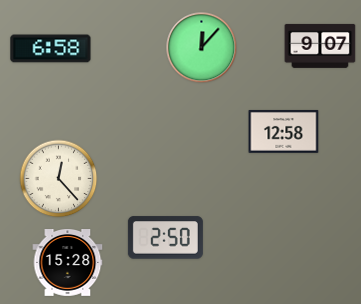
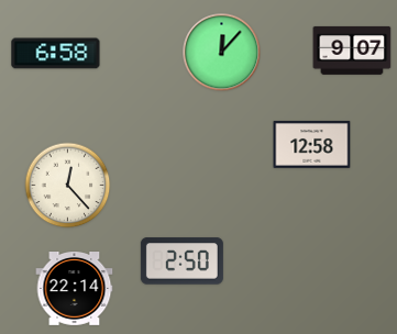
clock at (59, 179) position: (59, 179) -> (68, 186)
clock at (68, 263): 15:28 -> 22:14
